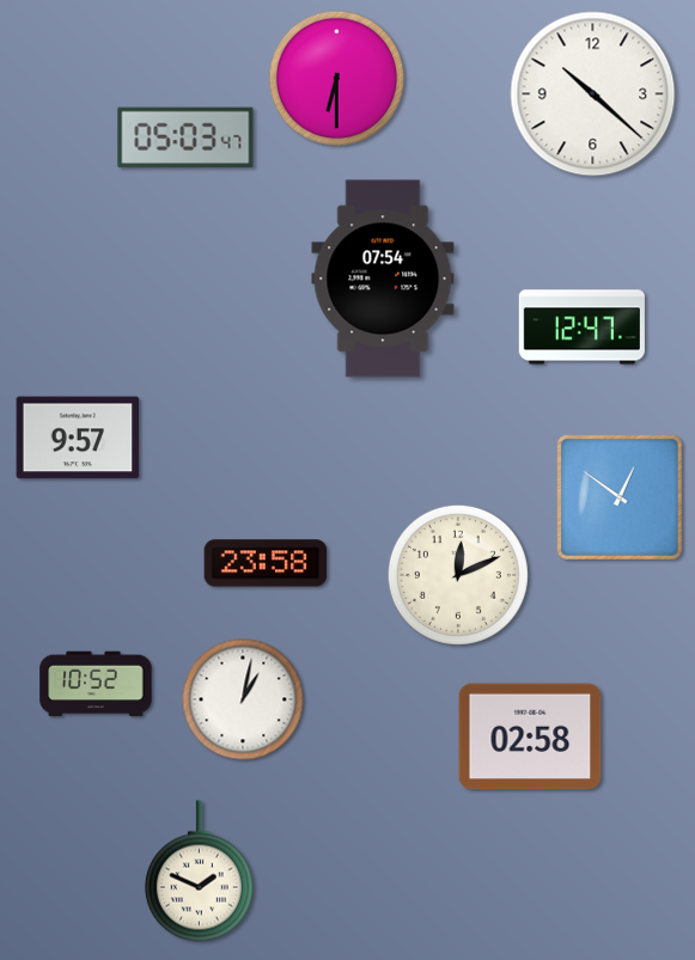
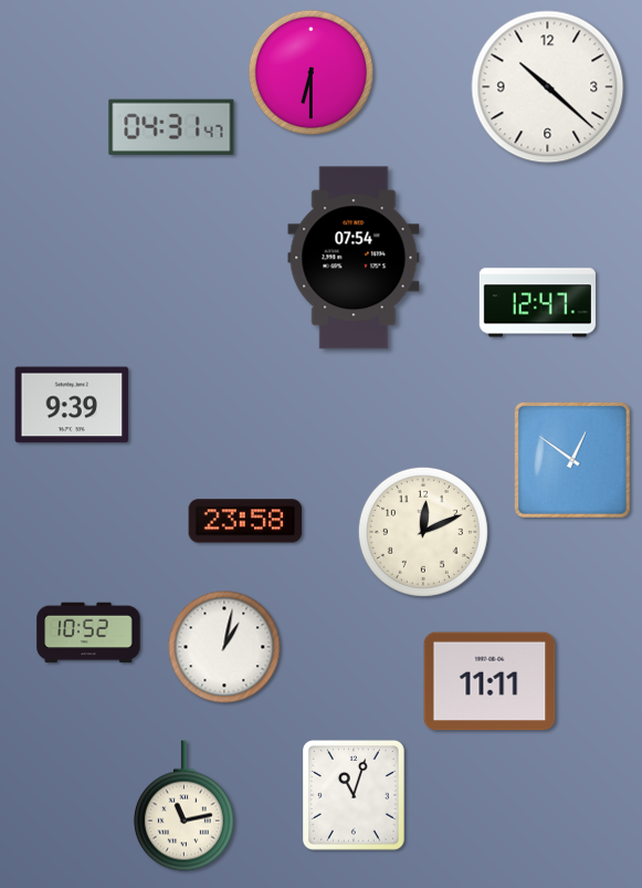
clock at (185, 137): 05:03 -> 04:31
clock at (78, 438): 9:57 -> 9:39
clock at (530, 736): 02:58 -> 11:11
clock at (355, 796): none -> 11:03
clock at (199, 872): 1:49 -> 11:13
